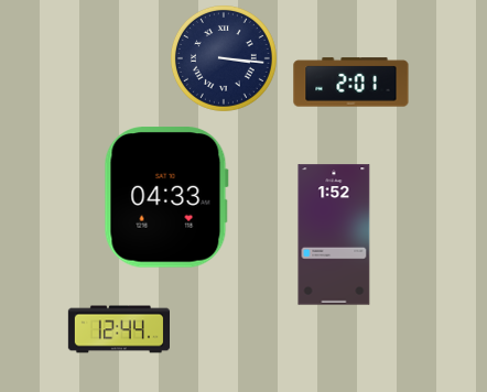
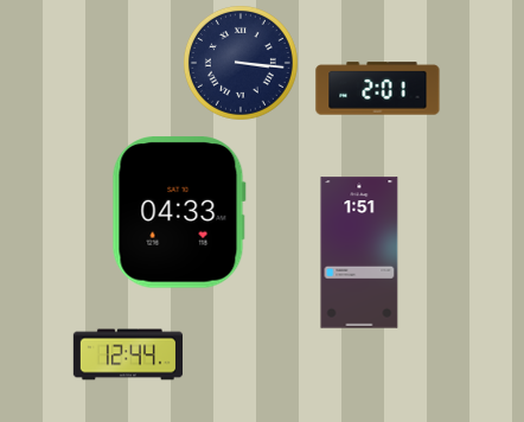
clock at (334, 235): 1:52 -> 1:51
